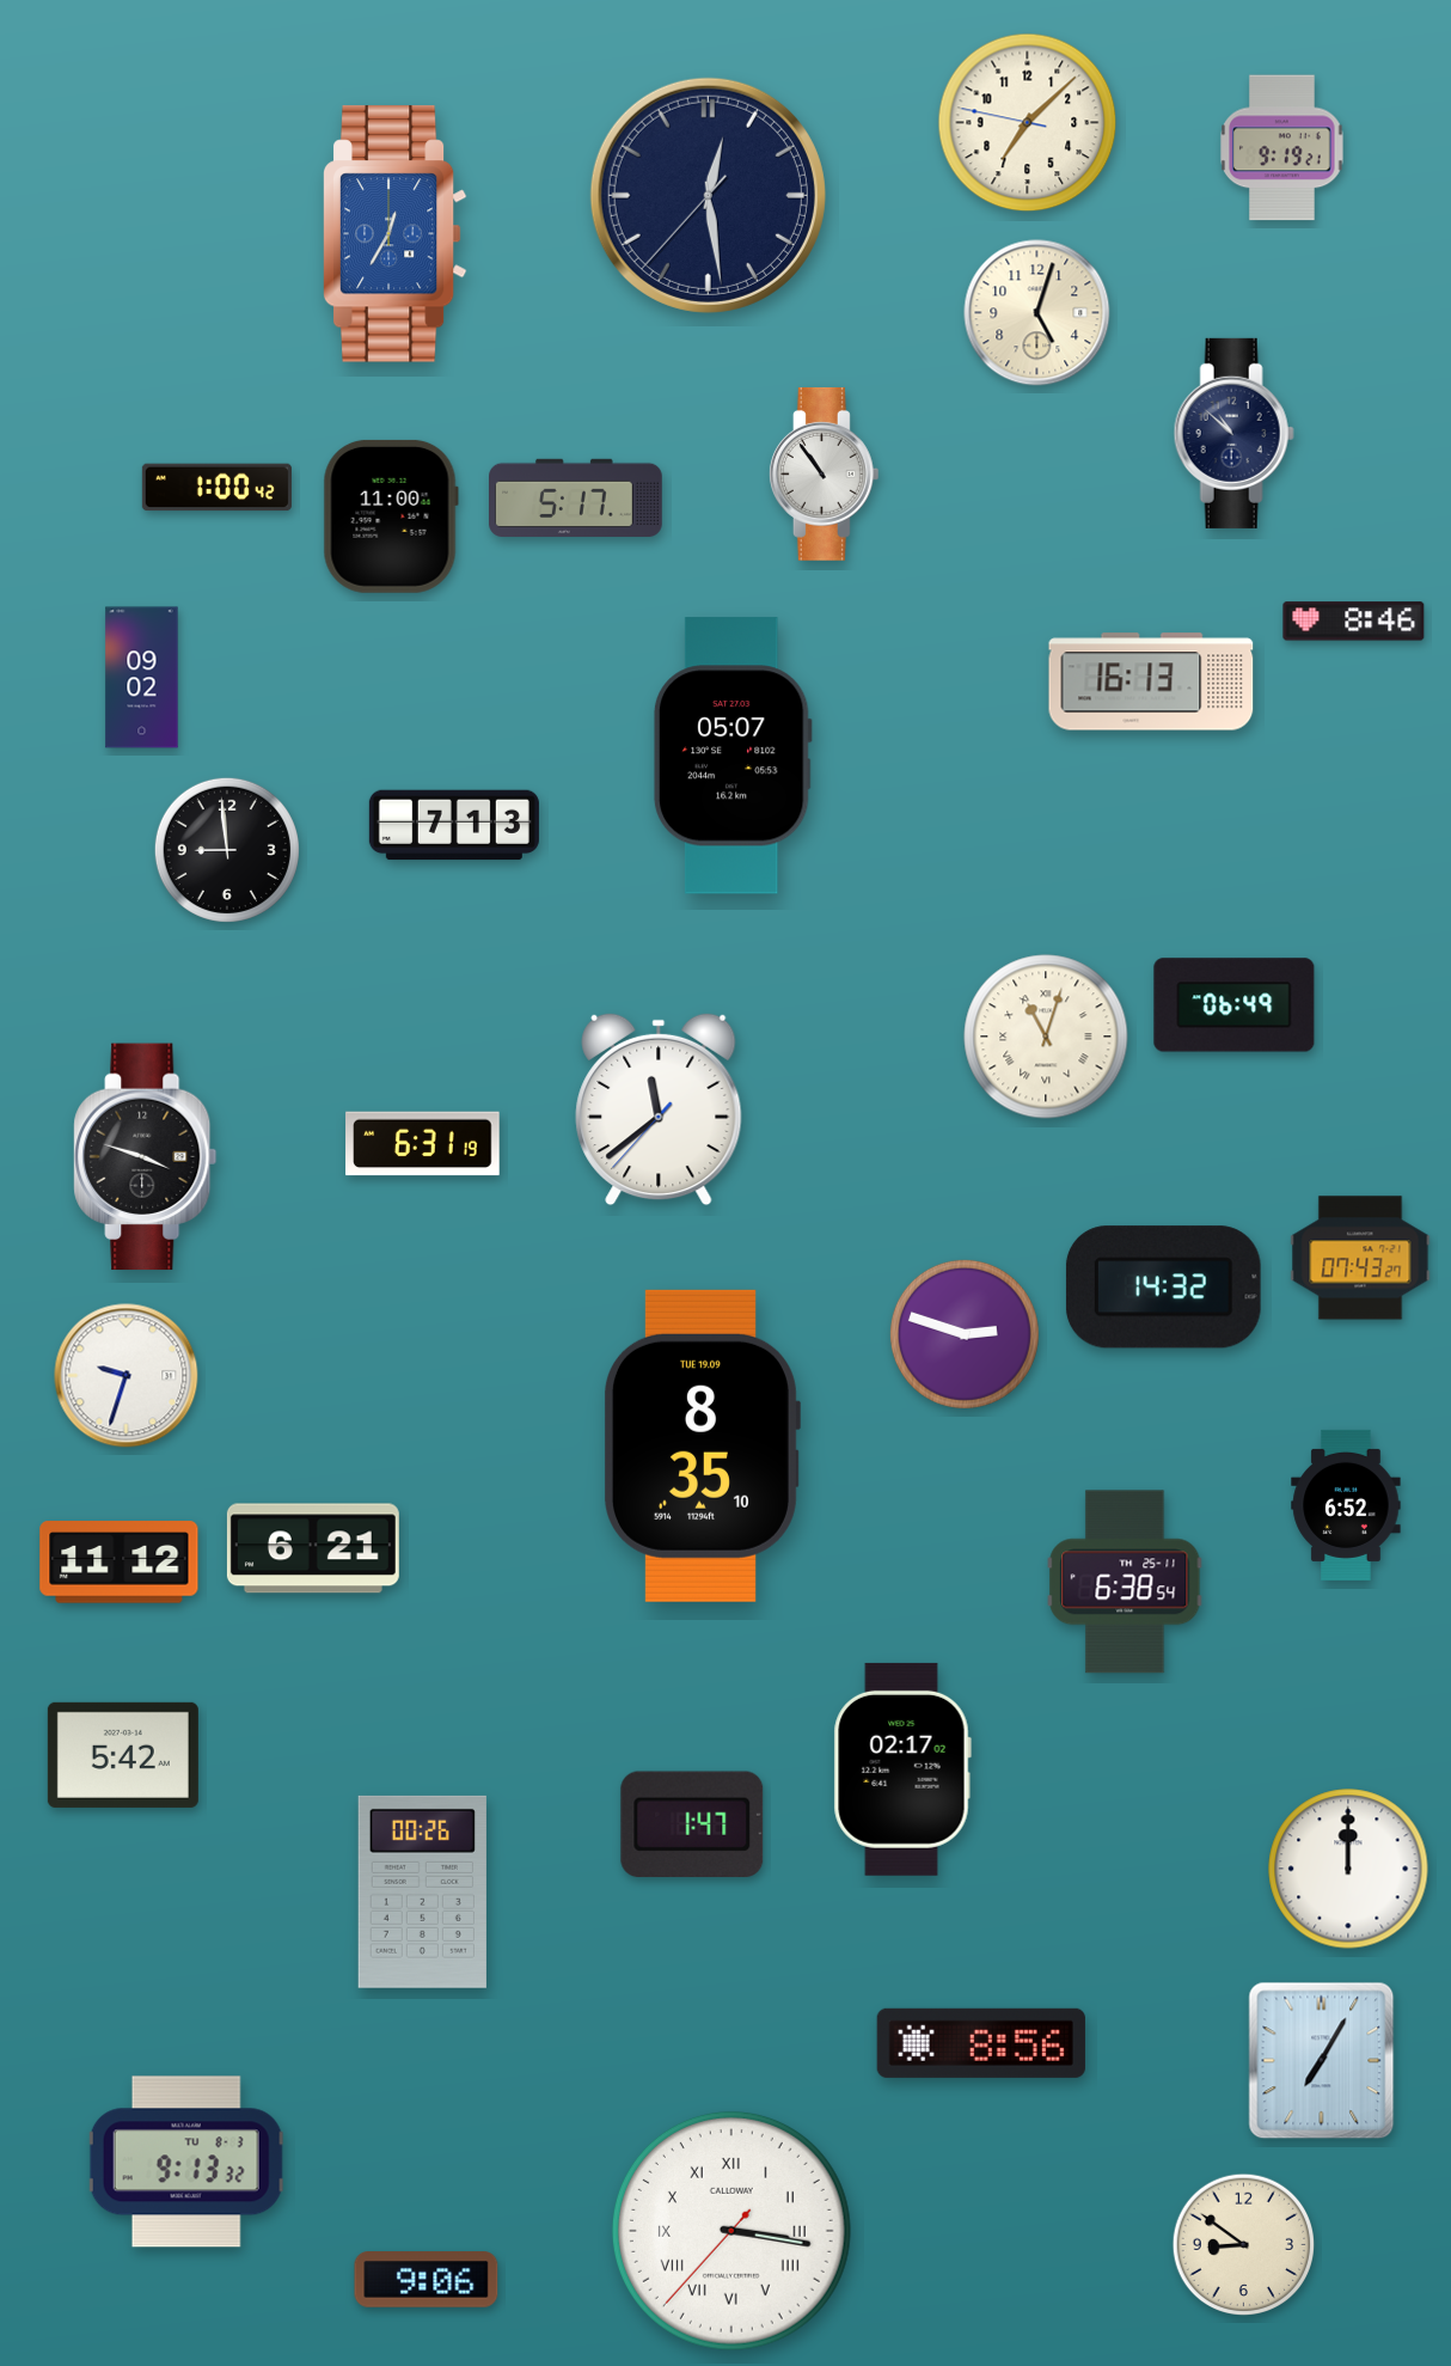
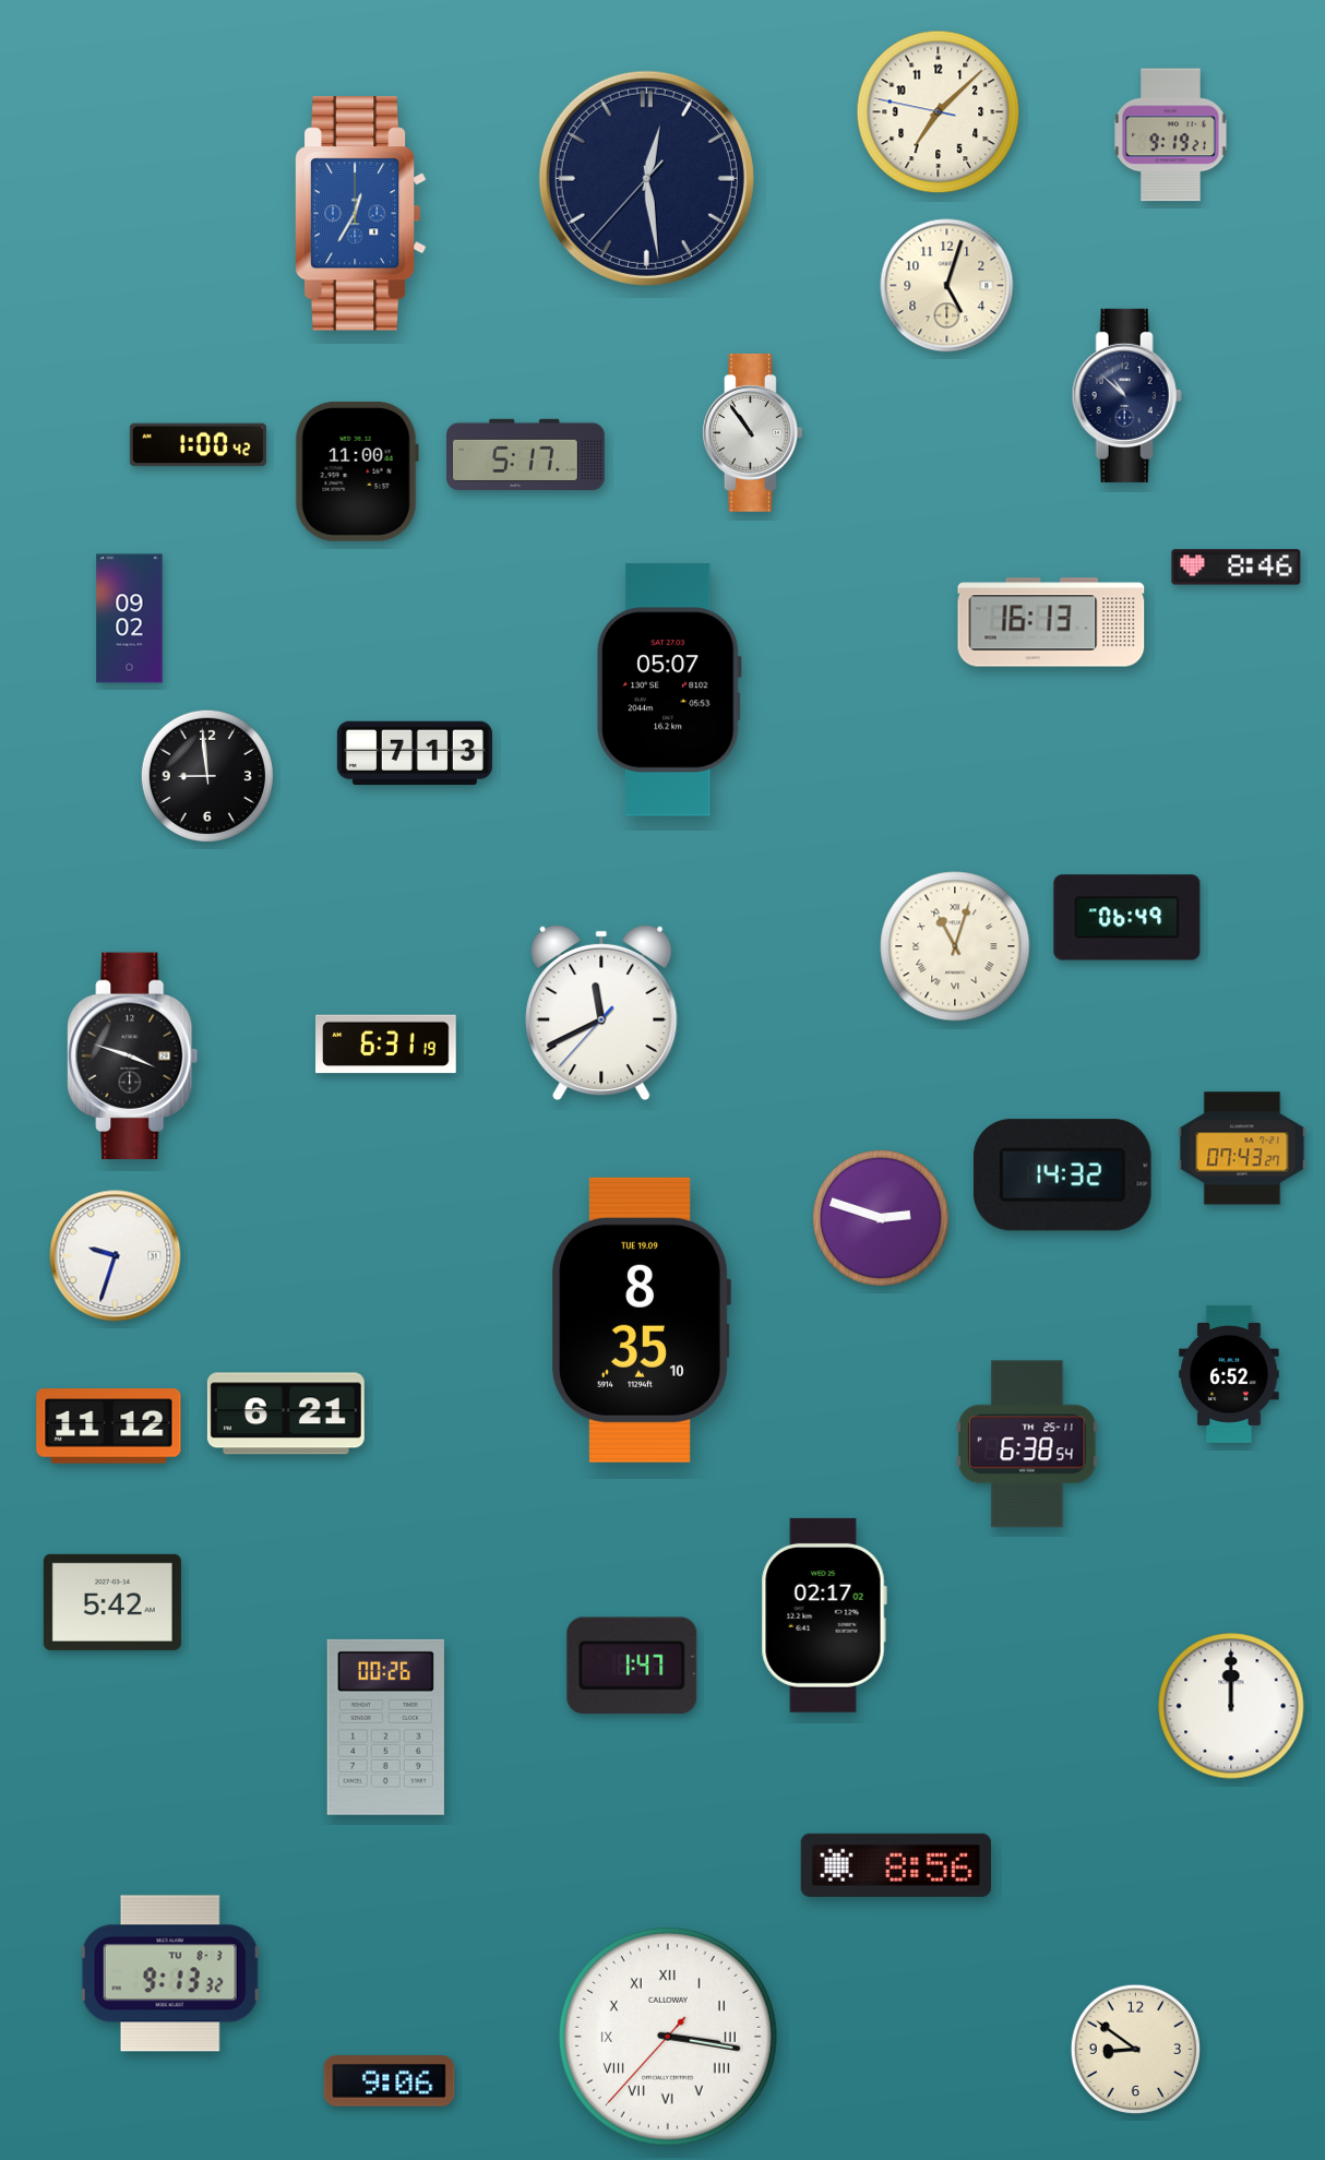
clock at (659, 1109): 11:38 -> 11:40
clock at (1322, 2061): 7:05 -> none
